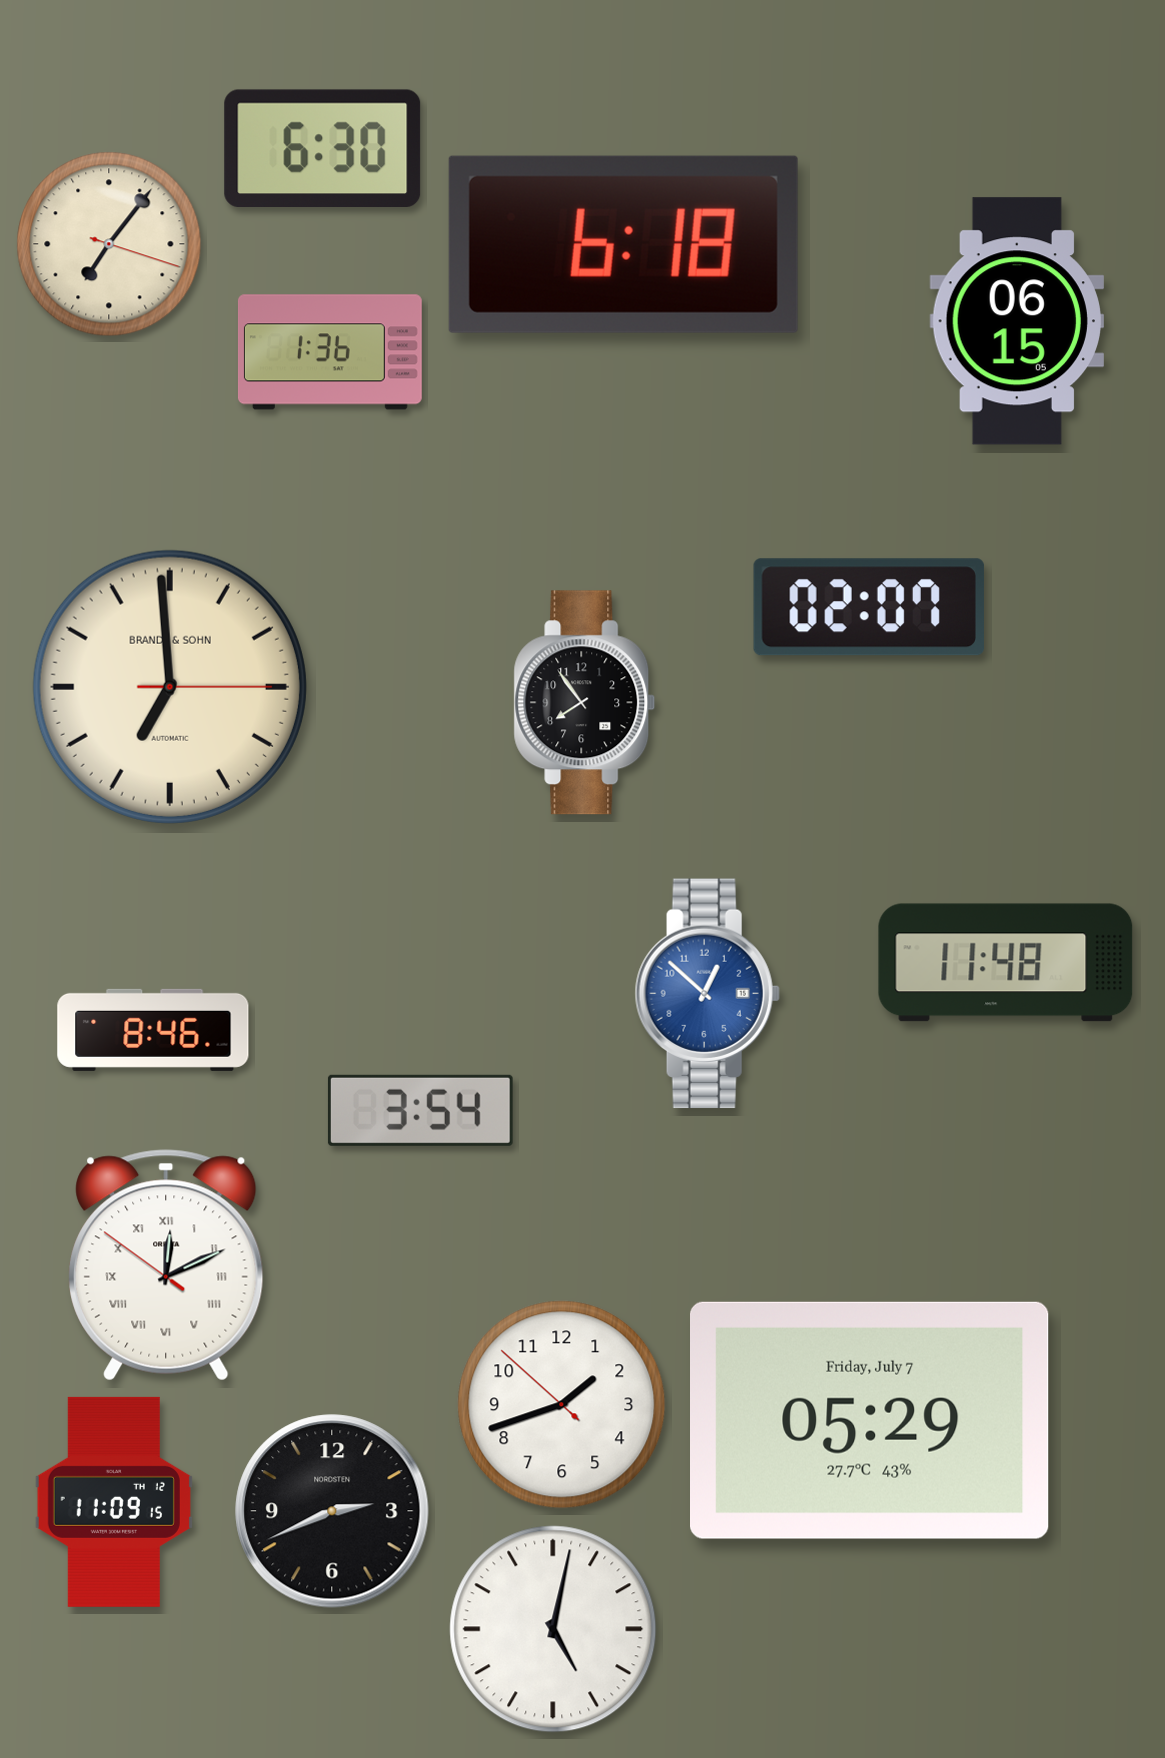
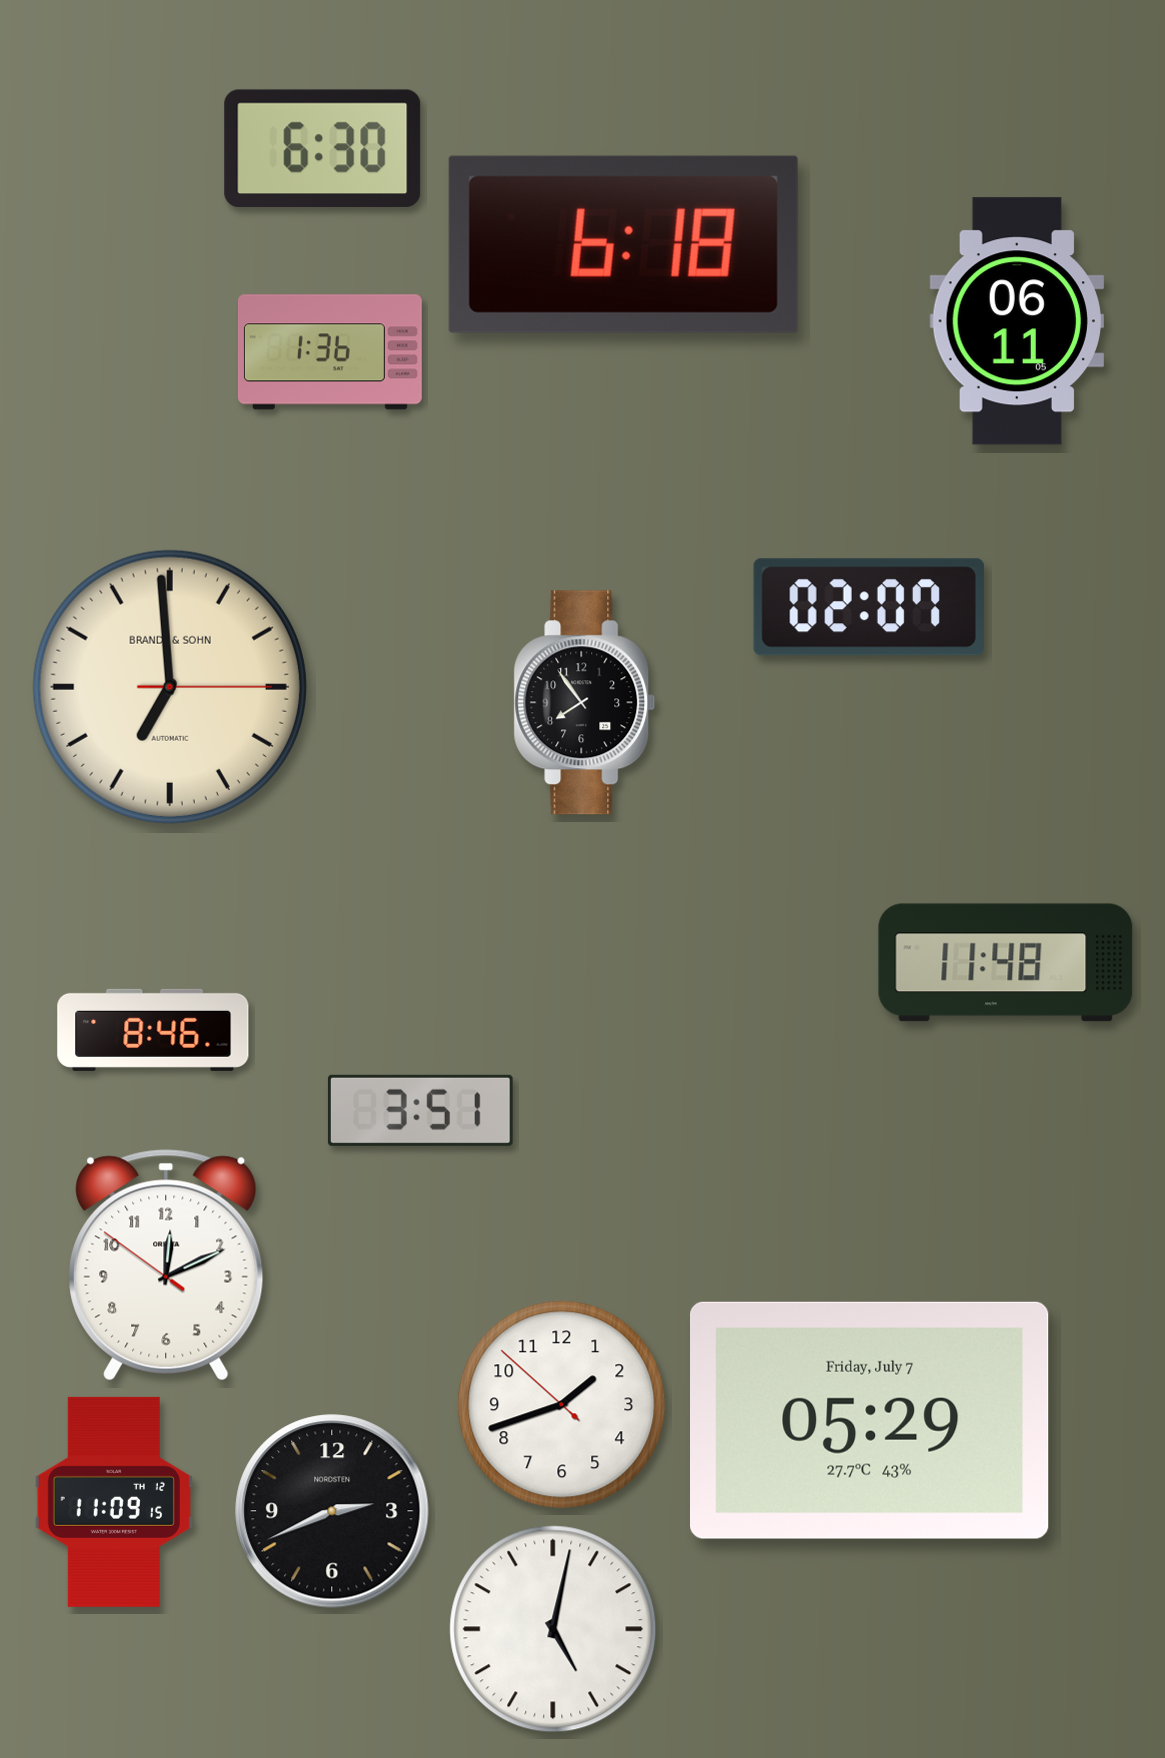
clock at (109, 244): 7:06 -> none
clock at (1017, 321): 06:15 -> 06:11
clock at (707, 994): 12:52 -> none
clock at (420, 1110): 3:54 -> 3:51
clock at (166, 1265) numerals: Roman -> Arabic
